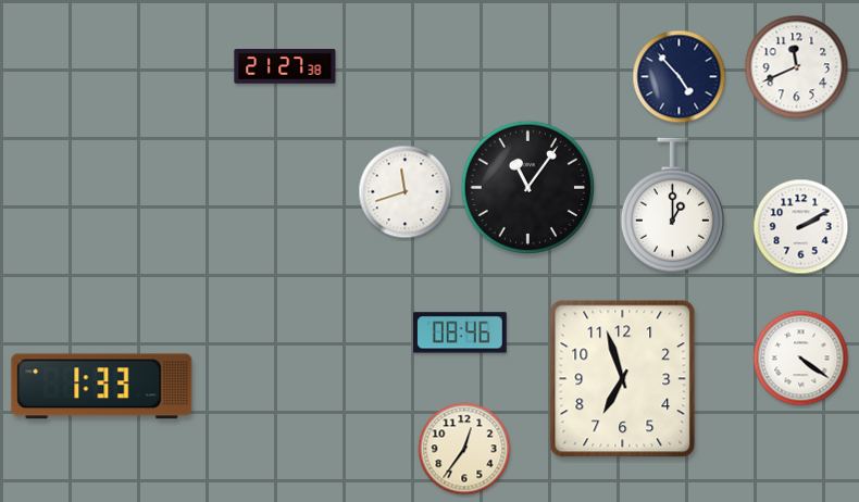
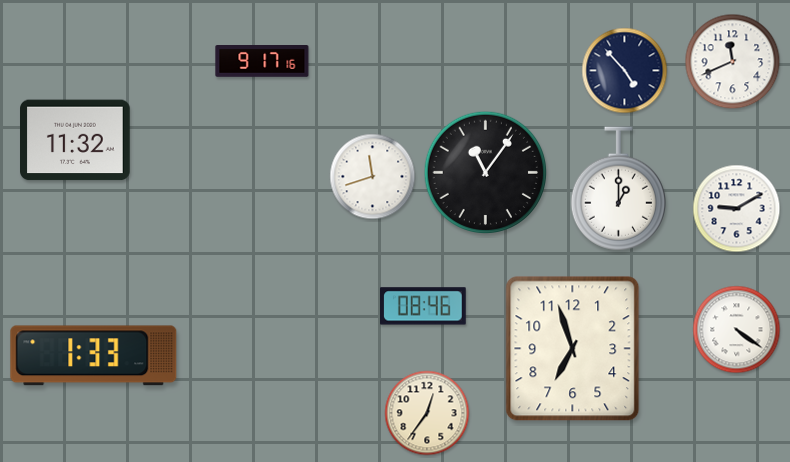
clock at (285, 67): 21:27 -> 9:17
clock at (76, 140): none -> 11:32
clock at (801, 227): 2:10 -> 9:10
